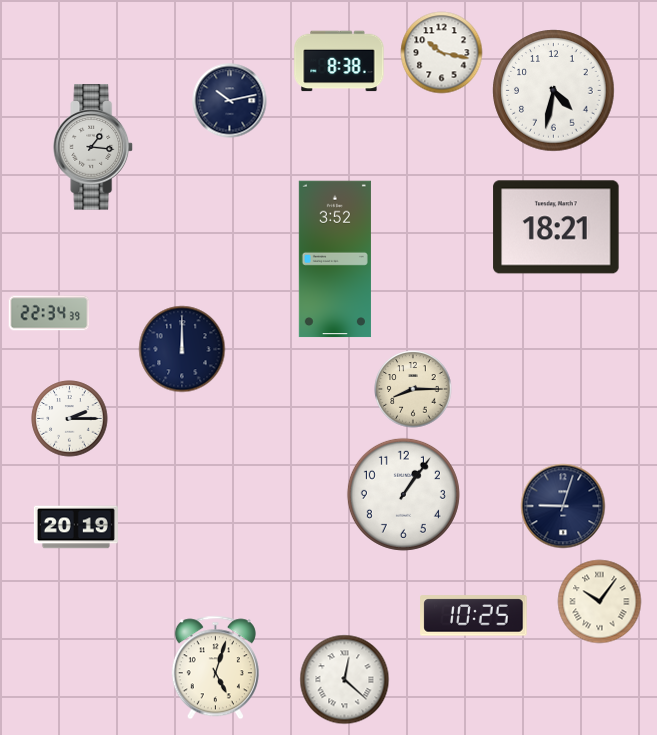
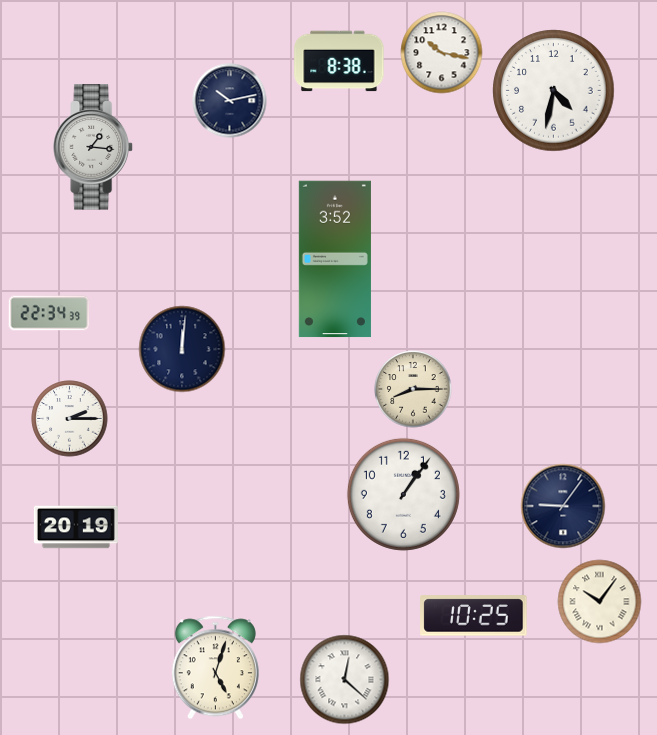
clock at (556, 227): 18:21 -> none
clock at (182, 349): 12:00 -> 12:01
clock at (563, 506): 9:03 -> 9:06
